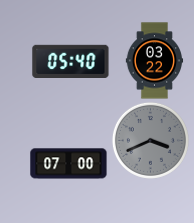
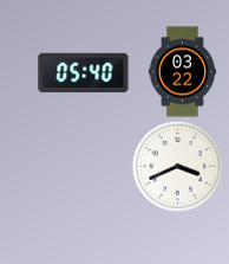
clock at (150, 140) dial: grey -> white
clock at (69, 164): 07:00 -> none
